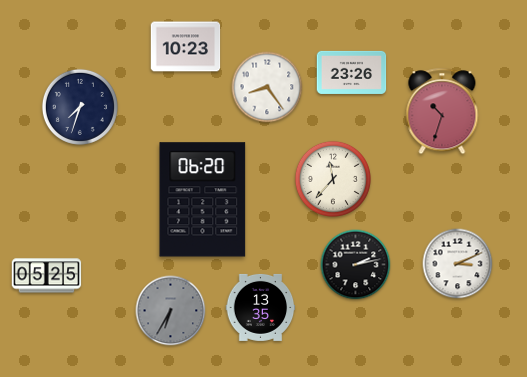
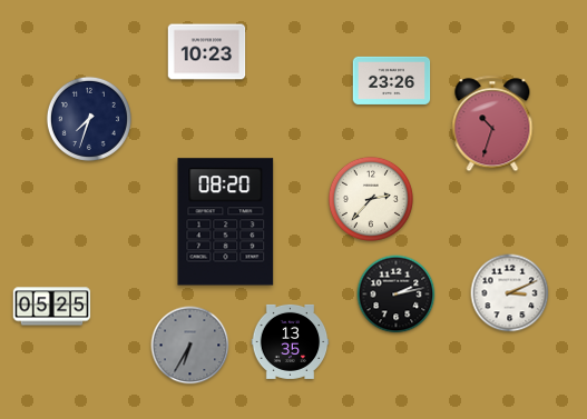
clock at (267, 87): 8:24 -> none
clock at (333, 179): 11:37 -> 2:37
clock at (203, 200): 06:20 -> 08:20
